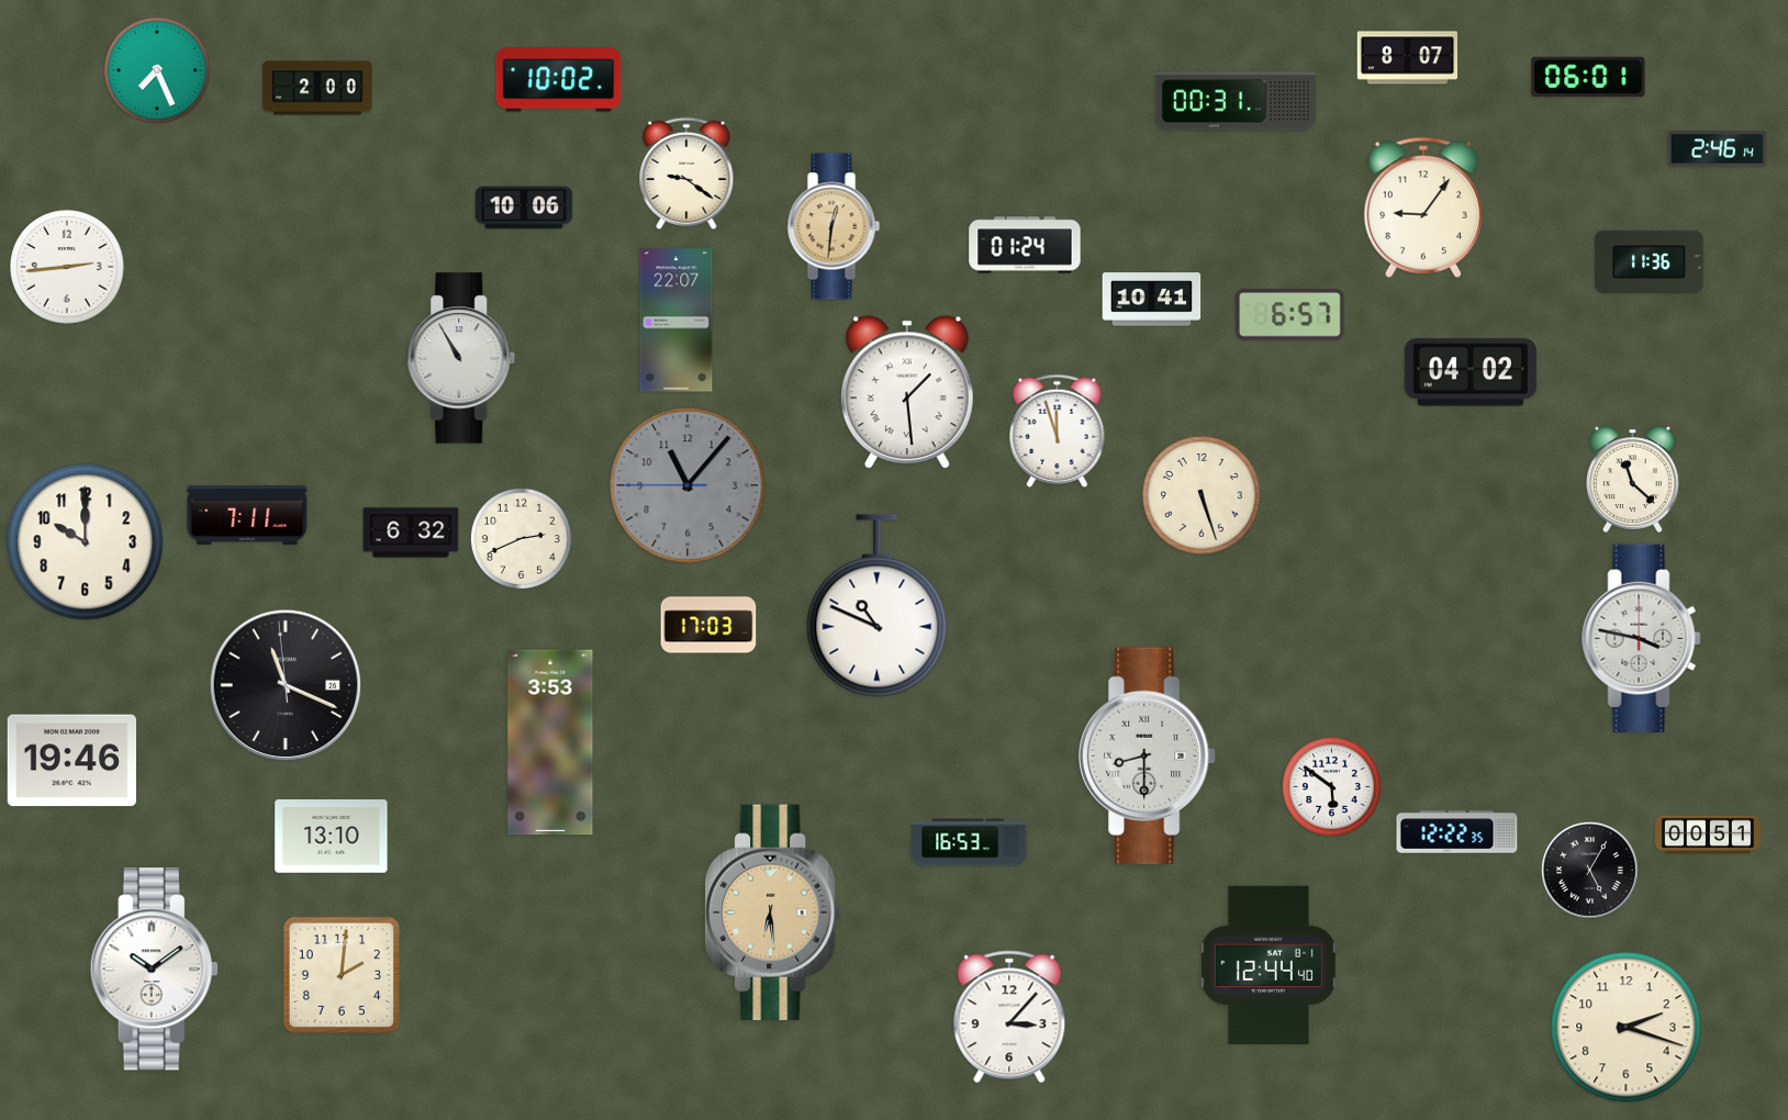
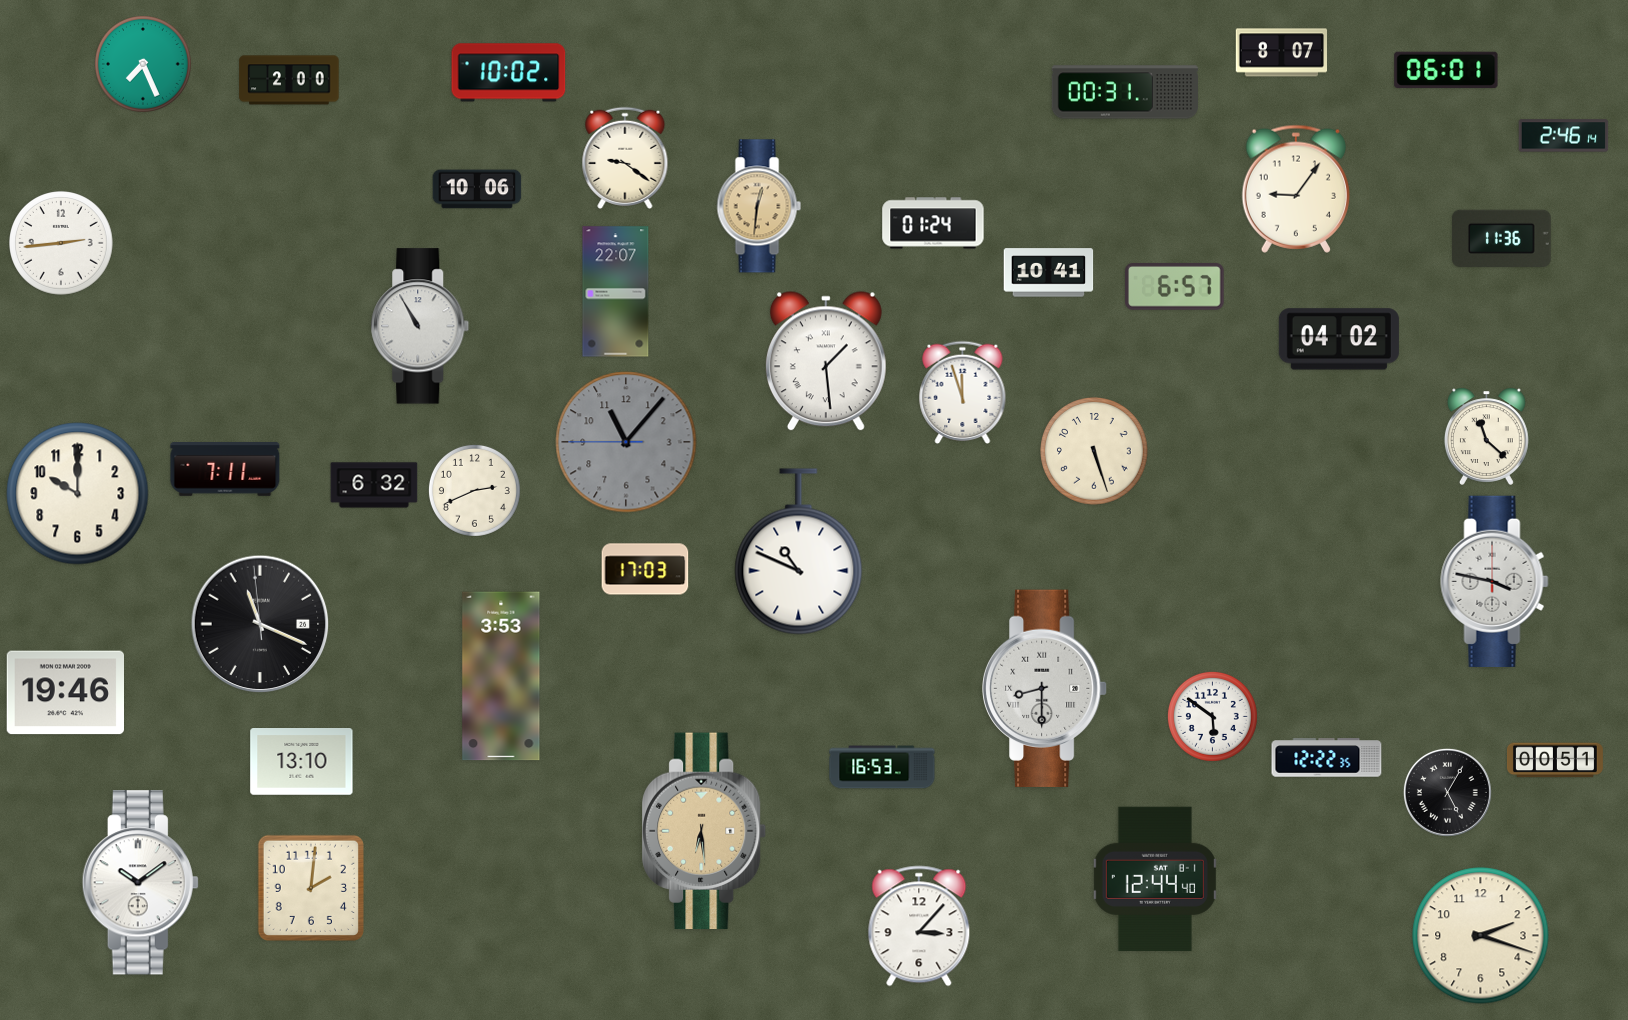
clock at (907, 393) position: (907, 393) -> (826, 362)
